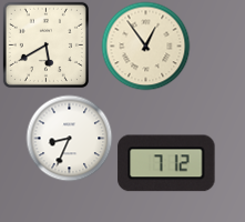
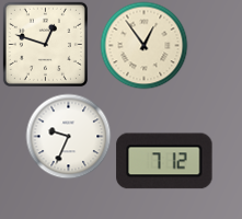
clock at (45, 44): 5:40 -> 12:48
clock at (69, 138): 8:34 -> 9:34
